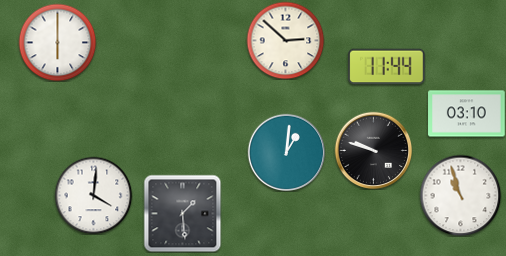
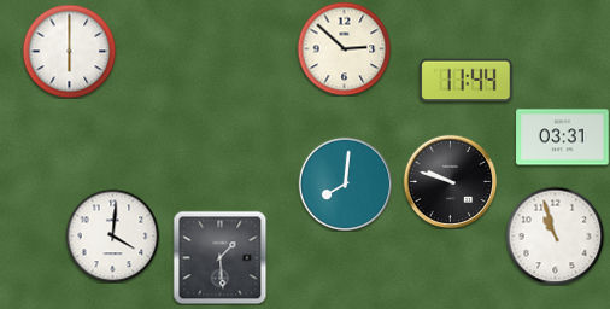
clock at (467, 114): 03:10 -> 03:31
clock at (286, 152): 1:01 -> 8:01
